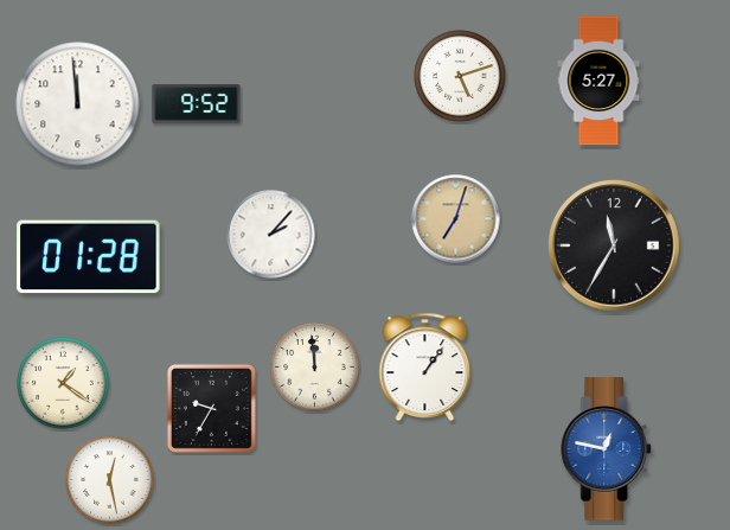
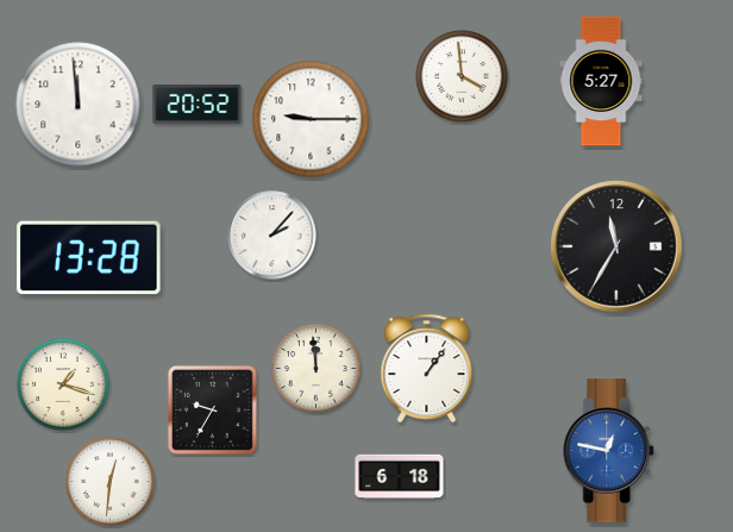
clock at (460, 76): 5:12 -> 3:59
clock at (197, 104): 9:52 -> 20:52
clock at (311, 119): none -> 9:15
clock at (456, 219): 7:03 -> none
clock at (89, 257): 01:28 -> 13:28
clock at (63, 383): 1:21 -> 1:18
clock at (400, 477): none -> 6:18
clock at (110, 480): 12:28 -> 12:31
